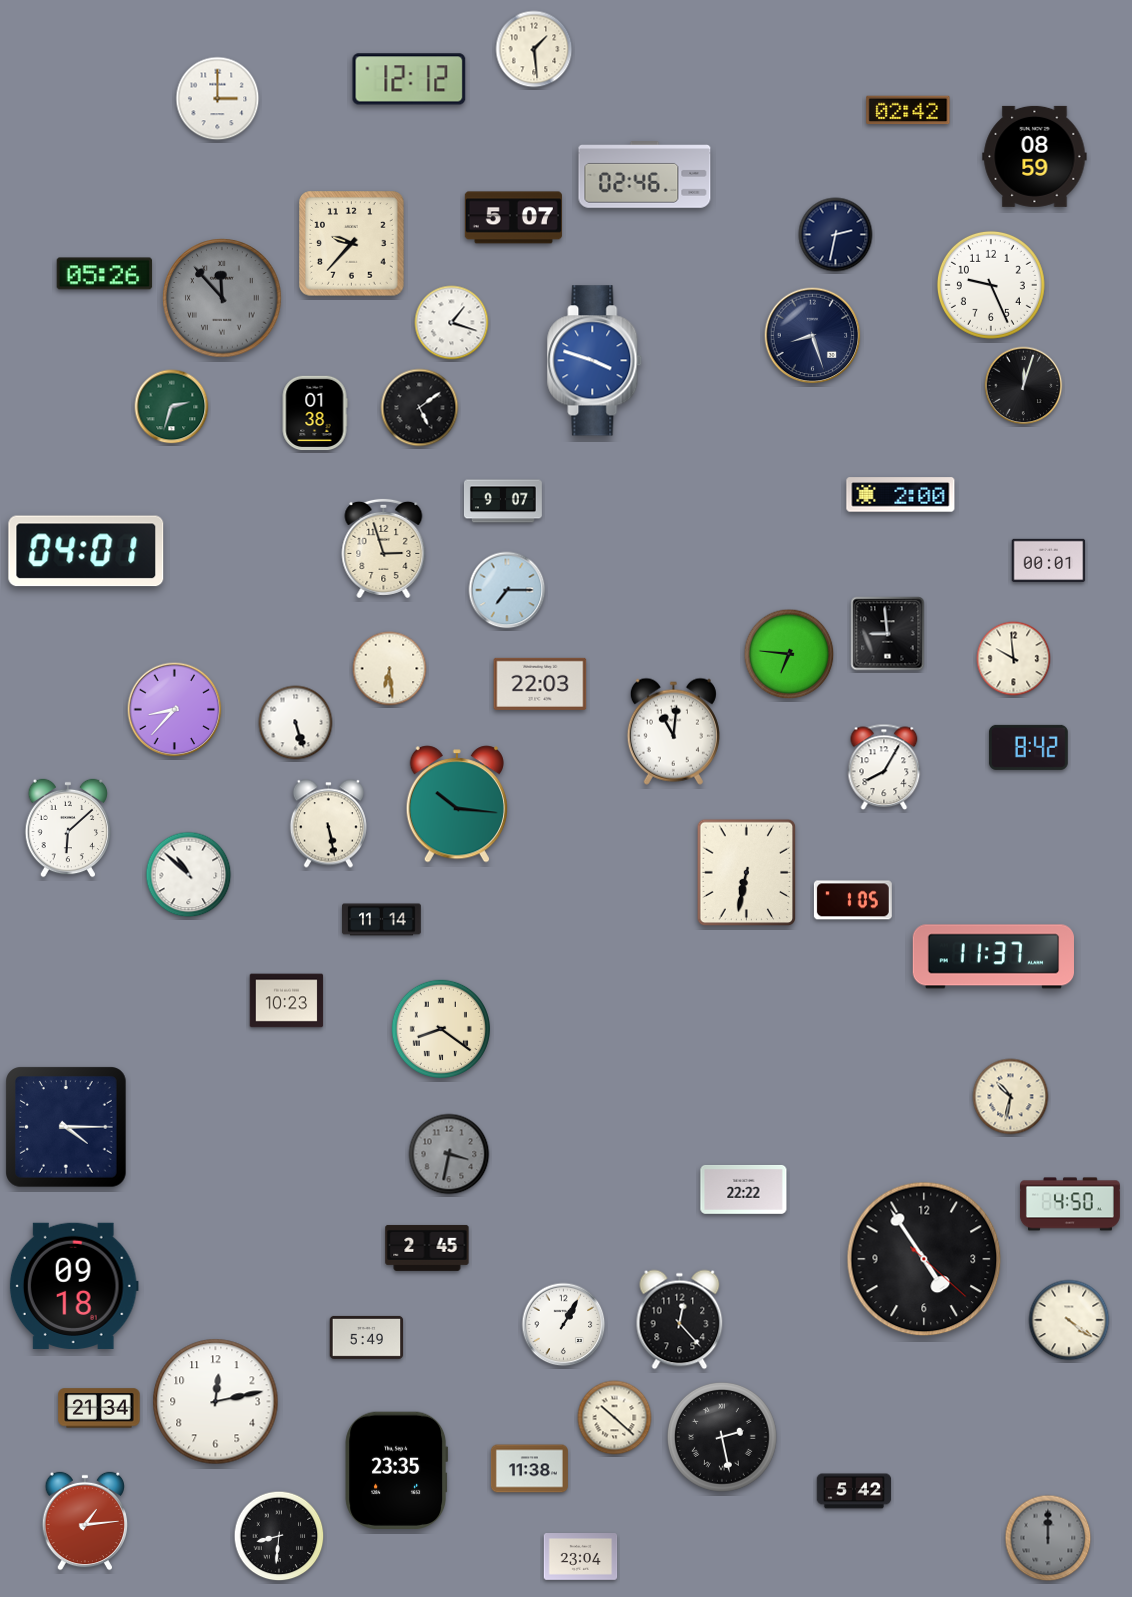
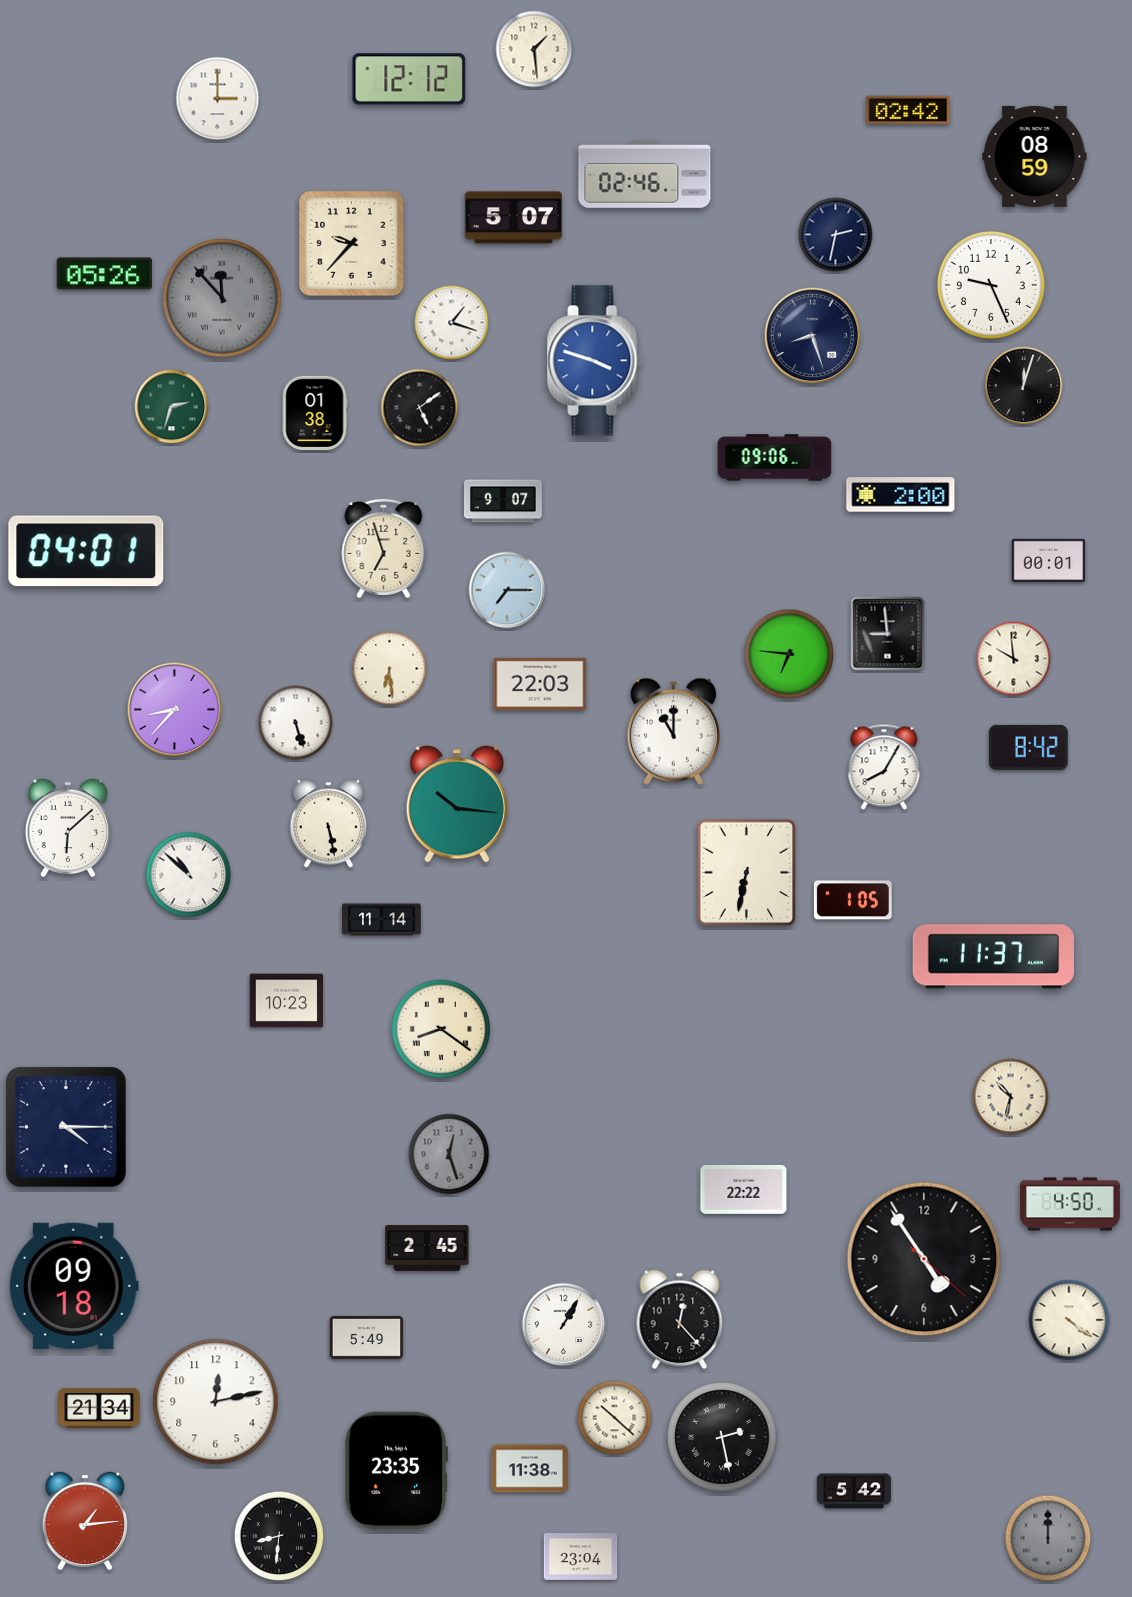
clock at (775, 458): none -> 09:06
clock at (384, 548): 2:57 -> 6:57
clock at (673, 731): 11:01 -> 11:00
clock at (449, 1154): 3:32 -> 12:27
